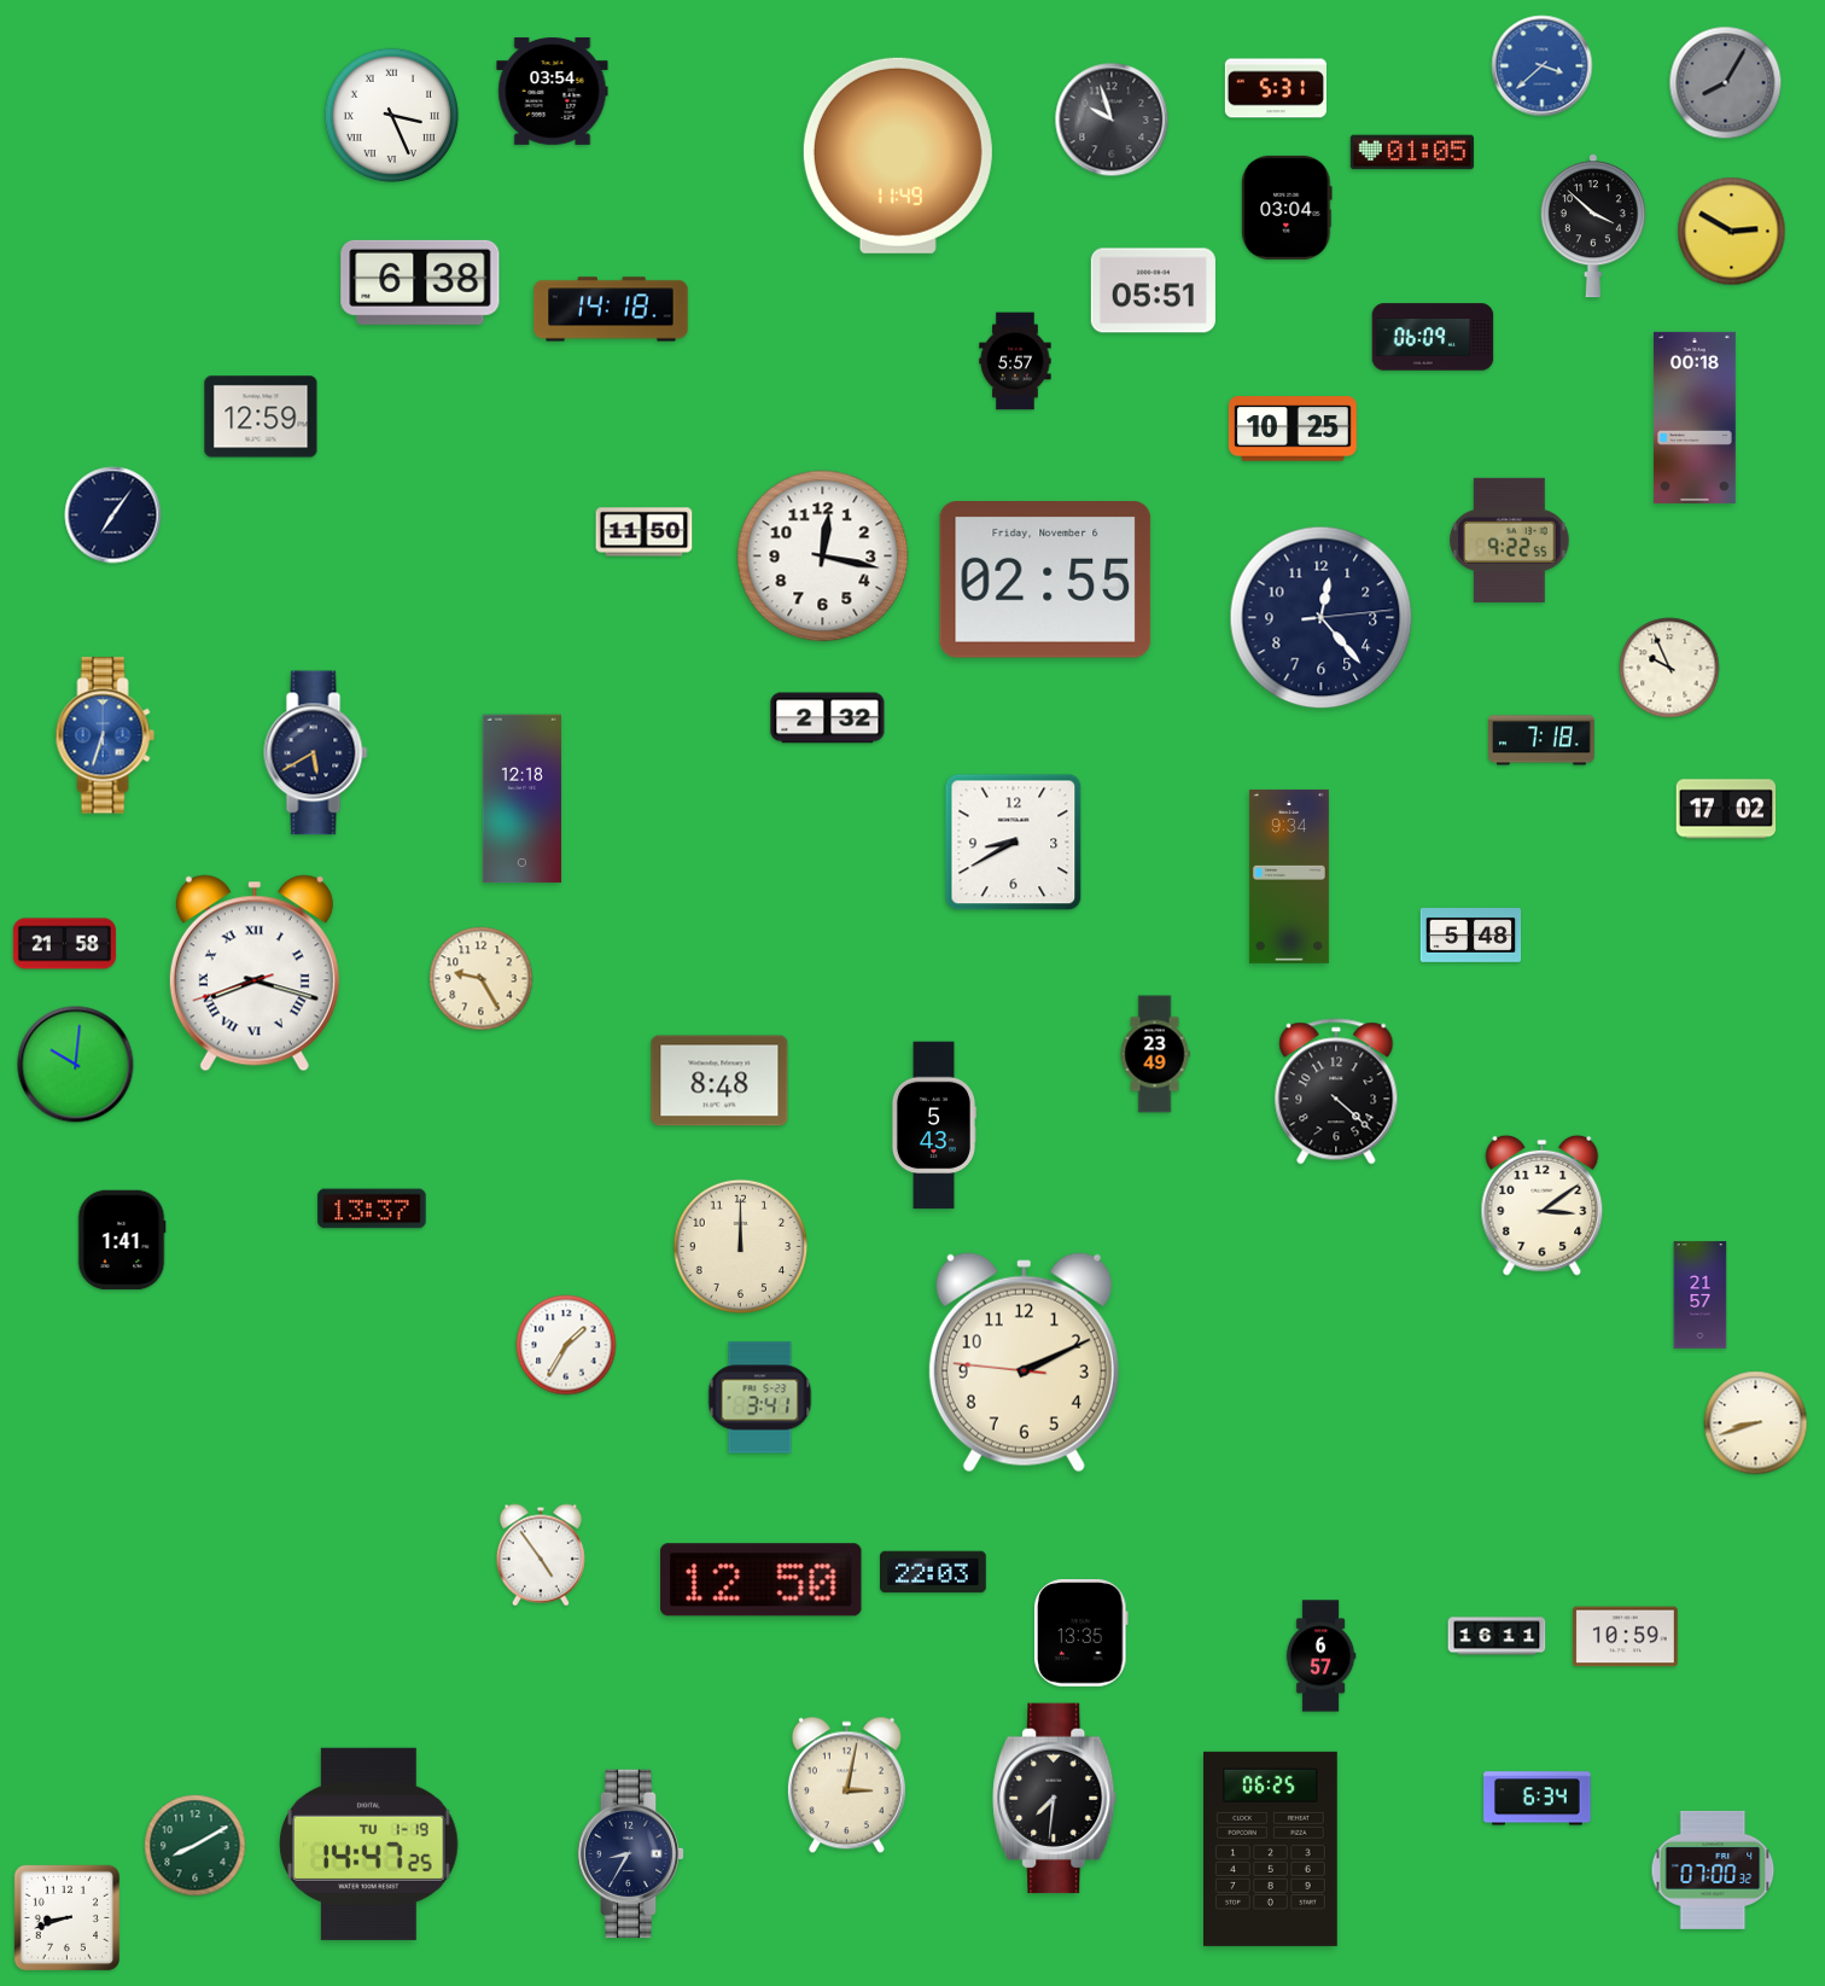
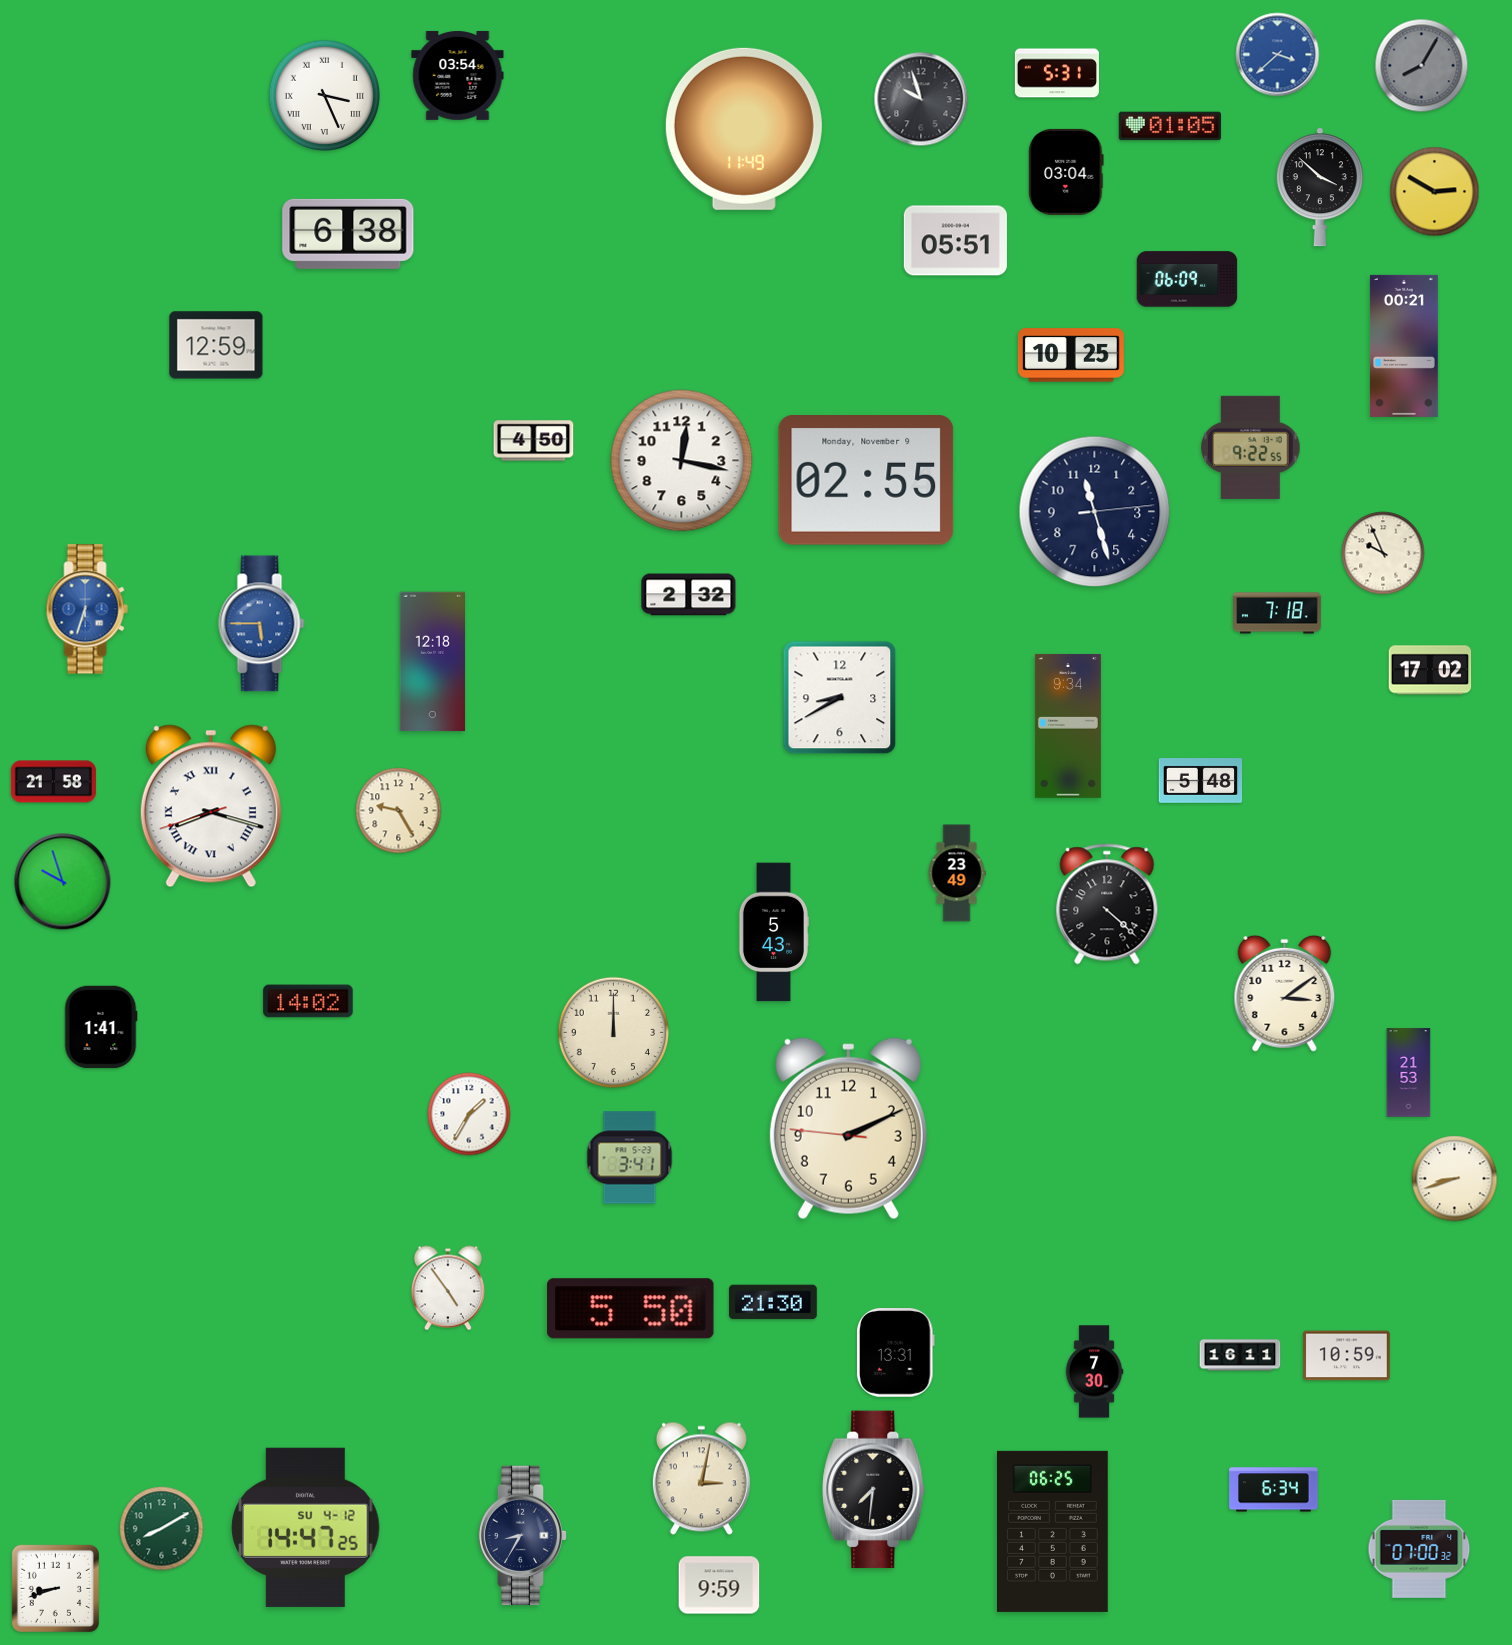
clock at (1726, 83) position: (1726, 83) -> (1422, 66)
clock at (611, 309): 14:18 -> none
clock at (1015, 361): 5:57 -> none
clock at (1695, 418): 00:18 -> 00:21
clock at (113, 516): 7:06 -> none
clock at (645, 532): 11:50 -> 4:50
clock at (1045, 581) date: Friday, November 6 -> Monday, November 9
clock at (1322, 618): 12:23 -> 11:27
clock at (828, 718) position: (828, 718) -> (689, 595)
clock at (316, 753): 5:40 -> 5:45
clock at (316, 753) dial: navy -> blue
clock at (1471, 936) position: (1471, 936) -> (1201, 781)
clock at (76, 1065): 10:01 -> 9:57
clock at (719, 1081): 8:48 -> none
clock at (1543, 1205) position: (1543, 1205) -> (1285, 993)
clock at (372, 1209): 13:37 -> 14:02
clock at (1701, 1295): 21:57 -> 21:53
clock at (933, 1572): 22:03 -> 21:30
clock at (762, 1580): 12:50 -> 5:50
clock at (1081, 1633): 13:35 -> 13:31
clock at (1320, 1656): 6:57 -> 7:30
clock at (369, 1844) date: TU 1-19 -> SU 4-12
clock at (719, 1585): none -> 9:59
